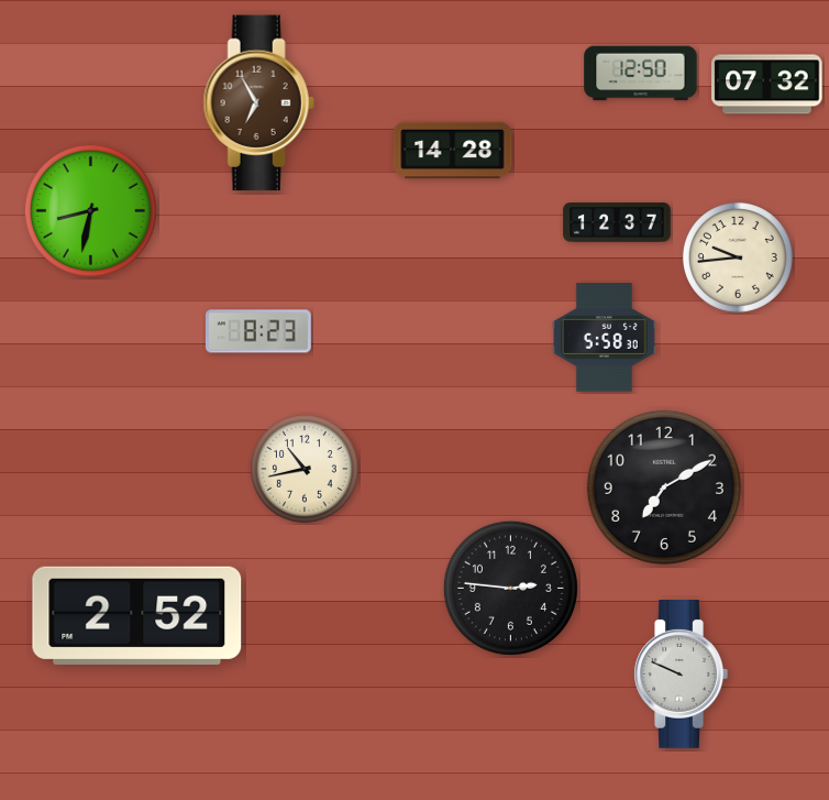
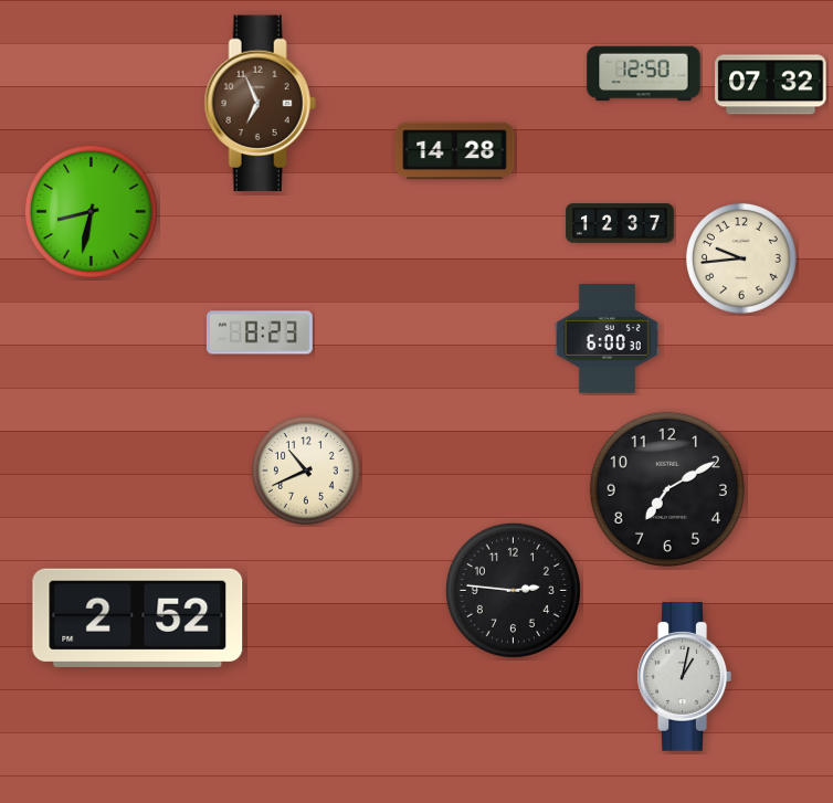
clock at (258, 103): 6:55 -> 6:56
clock at (604, 338): 5:58 -> 6:00
clock at (305, 469): 10:43 -> 10:41
clock at (681, 675): 9:49 -> 1:02
